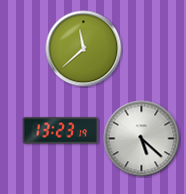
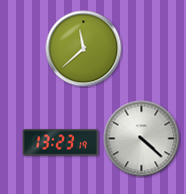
clock at (61, 131) position: (61, 131) -> (61, 143)
clock at (142, 139): 5:22 -> 4:22
